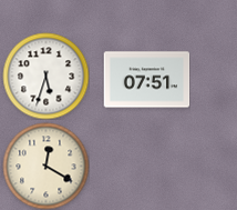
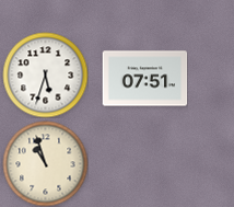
clock at (45, 166): 12:20 -> 10:57
